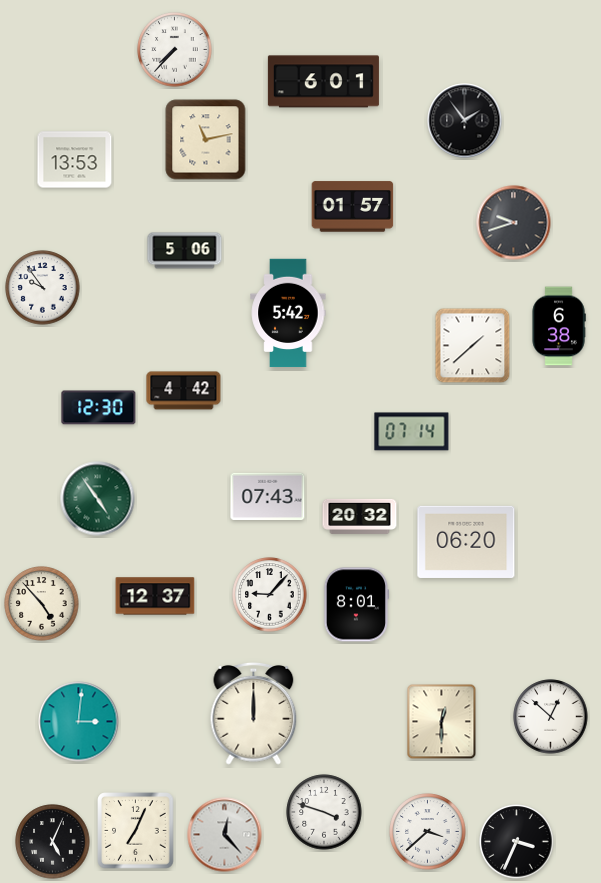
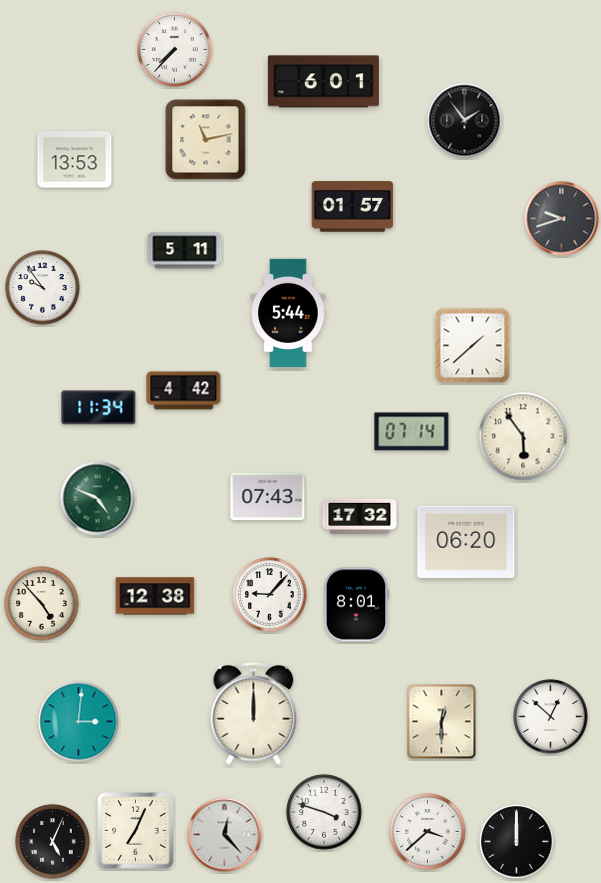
clock at (514, 223) position: (514, 223) -> (562, 219)
clock at (185, 251): 5:06 -> 5:11
clock at (288, 313): 5:42 -> 5:44
clock at (559, 326): 6:38 -> none
clock at (99, 408): 12:30 -> 11:34
clock at (523, 436): none -> 5:54
clock at (98, 499): 4:54 -> 4:49
clock at (360, 516): 20:32 -> 17:32
clock at (155, 596): 12:37 -> 12:38
clock at (517, 842): 3:34 -> 12:00
